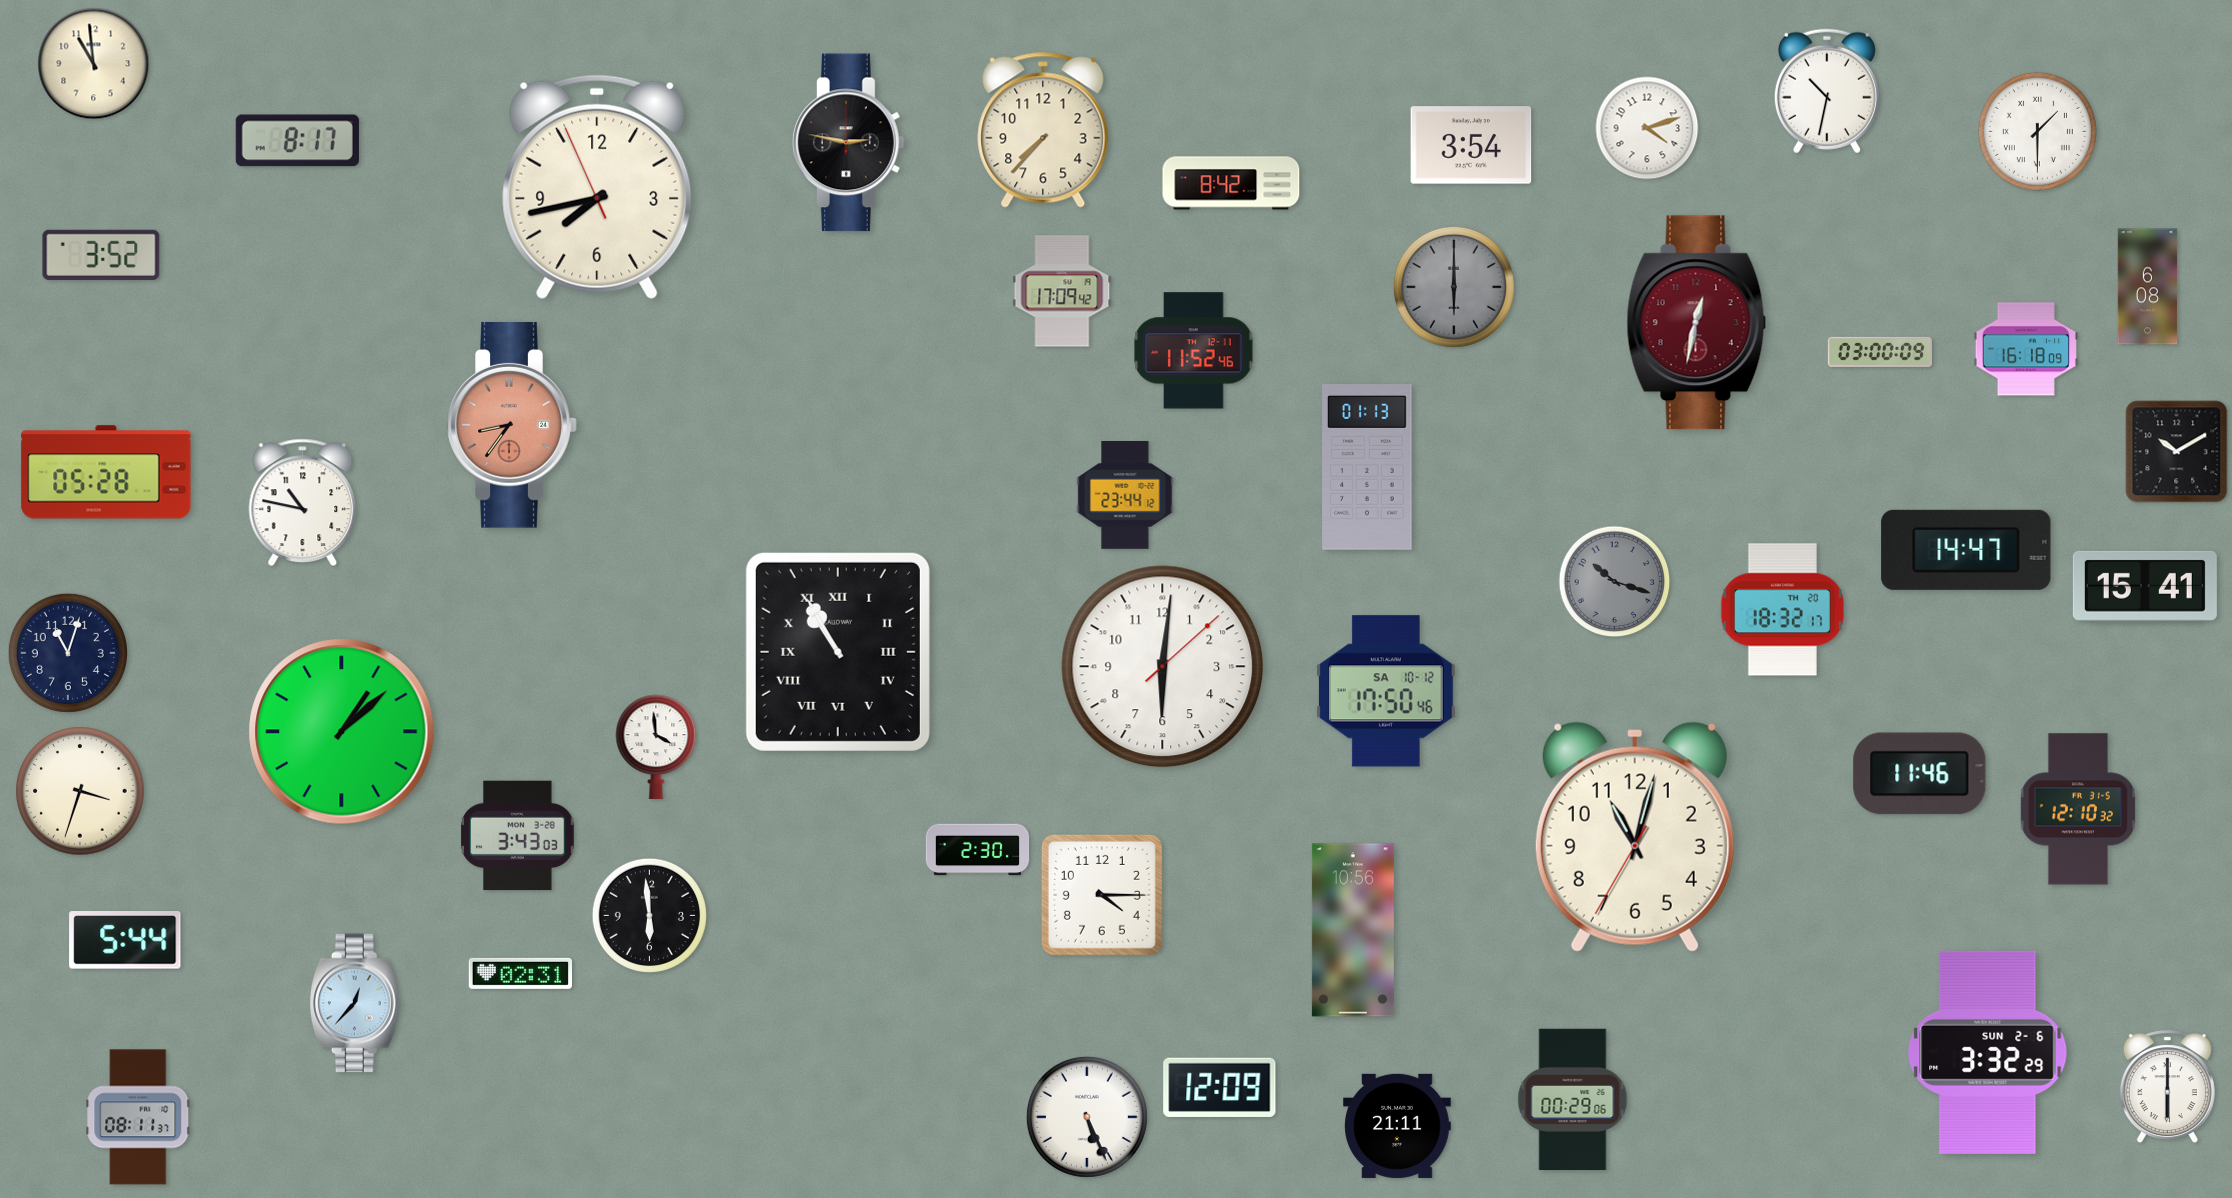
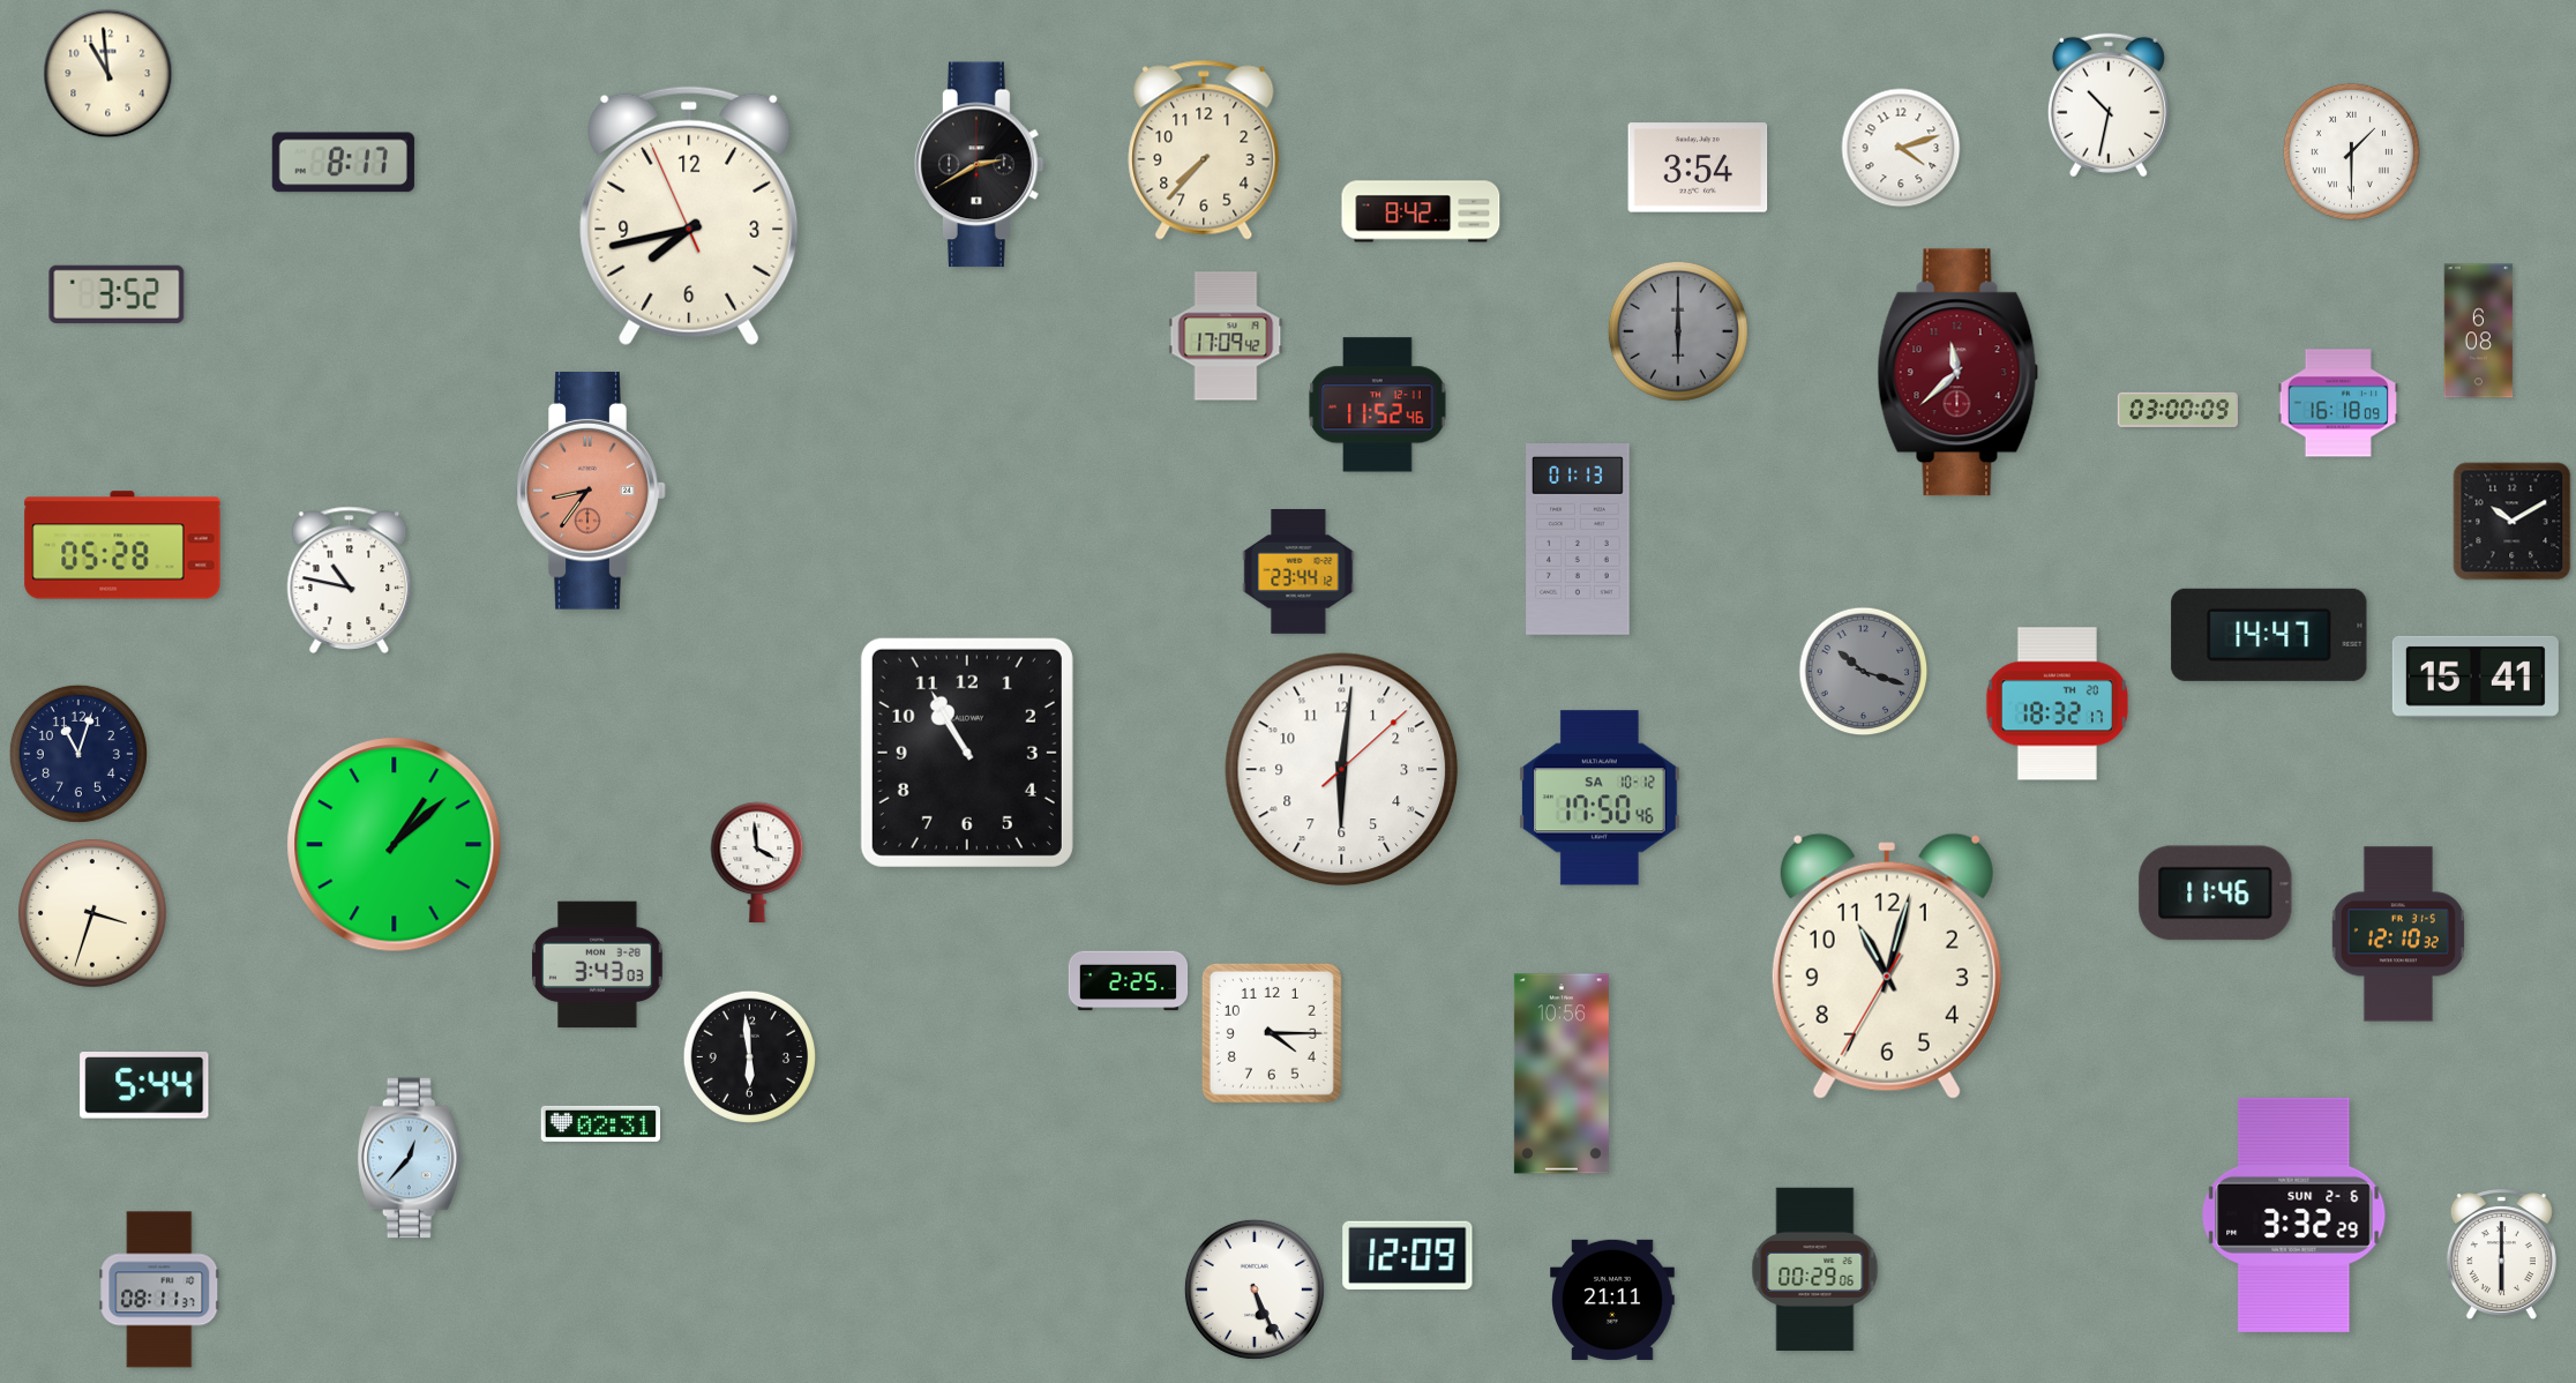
clock at (849, 143): 2:47 -> 2:40
clock at (1697, 323): 12:32 -> 11:38
clock at (1880, 352) position: (1880, 352) -> (2178, 410)
clock at (838, 652) numerals: Roman -> Arabic
clock at (978, 850): 2:30 -> 2:25
